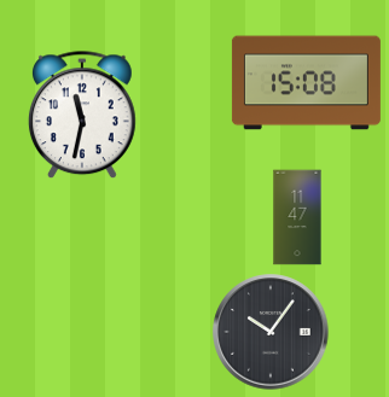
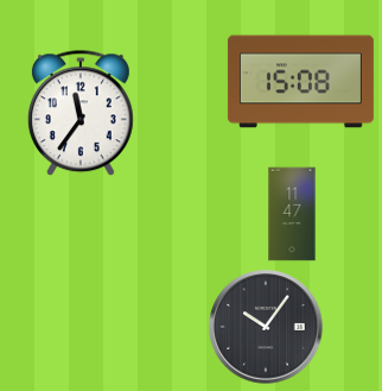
clock at (82, 116): 11:32 -> 11:36
